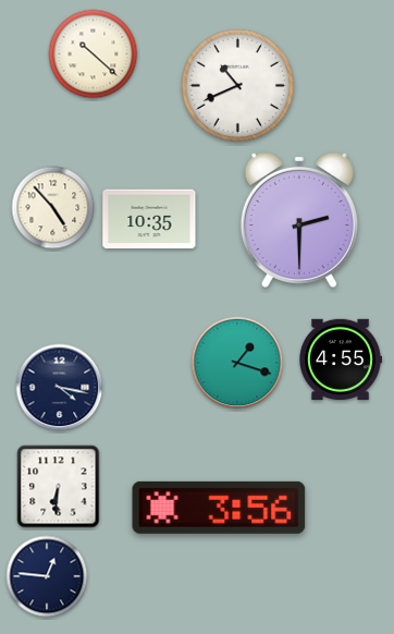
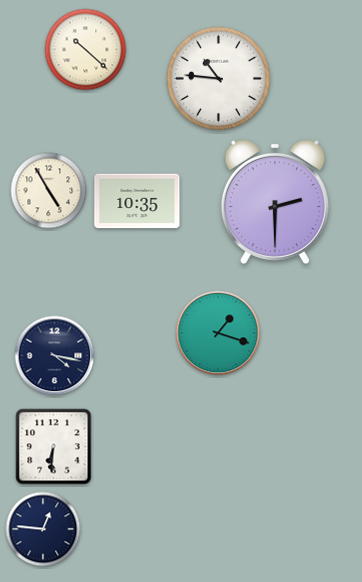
clock at (237, 85): 10:41 -> 10:46
clock at (53, 208): 4:53 -> 4:55
clock at (341, 359): 4:55 -> none
clock at (219, 508): 3:56 -> none
